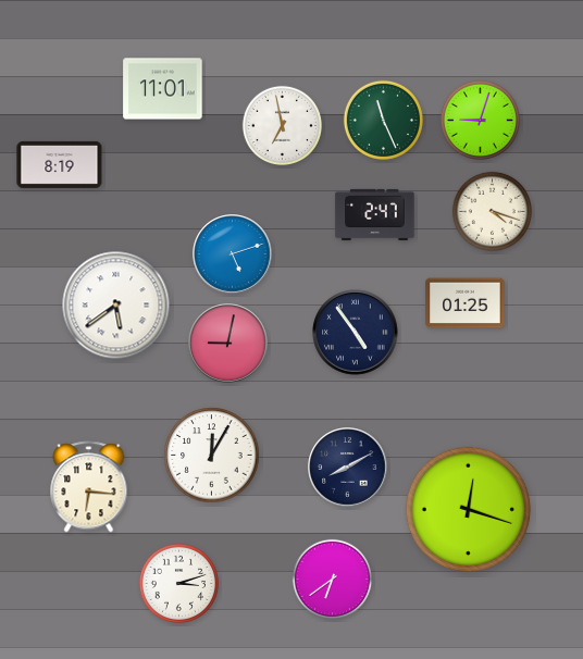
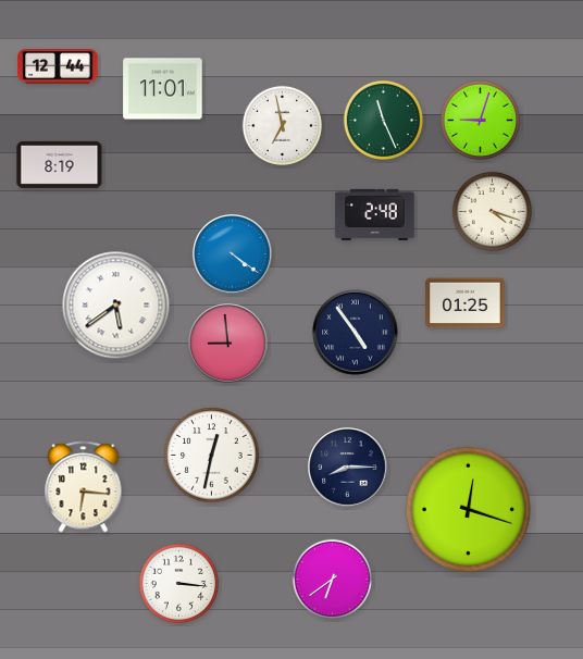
clock at (58, 66): none -> 12:44
clock at (375, 214): 2:47 -> 2:48
clock at (233, 254): 5:12 -> 4:21
clock at (228, 344): 9:02 -> 8:59
clock at (212, 456): 12:05 -> 12:32
clock at (348, 468): 8:10 -> 8:15
clock at (89, 487) position: (89, 487) -> (84, 487)
clock at (178, 583): 3:12 -> 3:16
